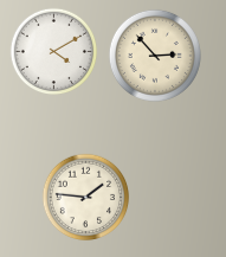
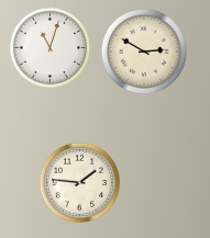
clock at (54, 52): 4:10 -> 11:03
clock at (155, 56): 2:53 -> 2:50
